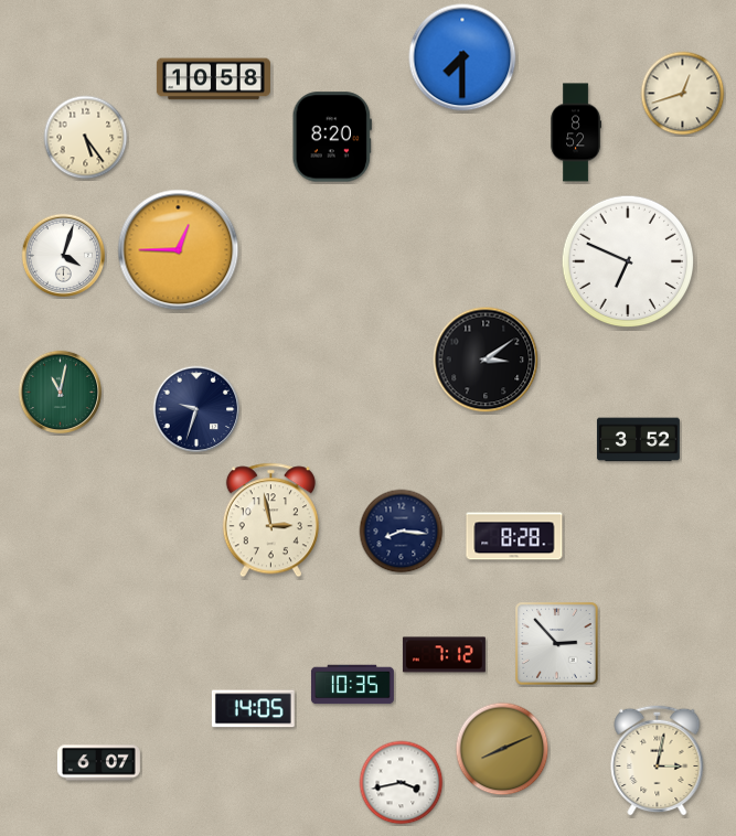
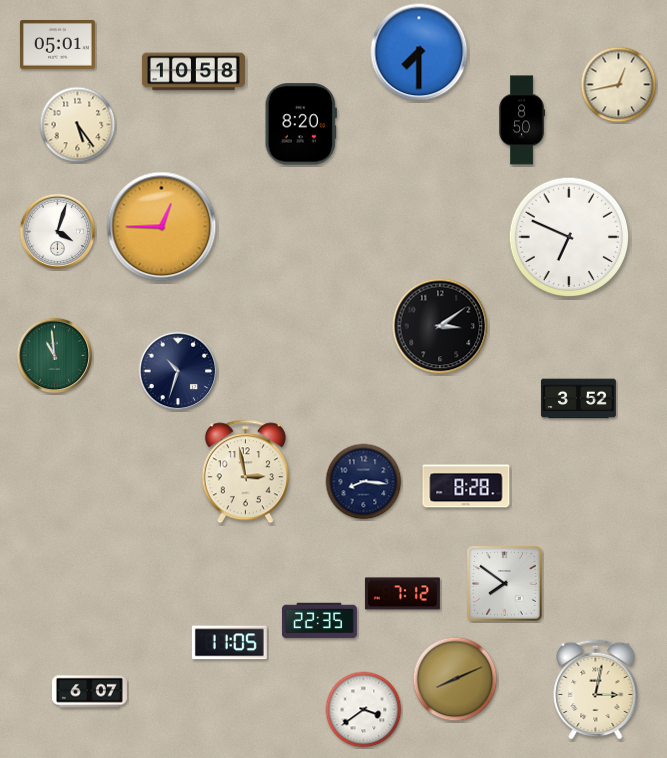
clock at (57, 45): none -> 05:01
clock at (683, 94): 12:42 -> 12:43
clock at (575, 132): 8:52 -> 8:50
clock at (61, 393): 11:02 -> 10:59
clock at (196, 409): 9:33 -> 10:33
clock at (557, 644): 2:53 -> 7:51
clock at (352, 685): 10:35 -> 22:35
clock at (253, 709): 14:05 -> 11:05
clock at (402, 783): 3:43 -> 3:39
